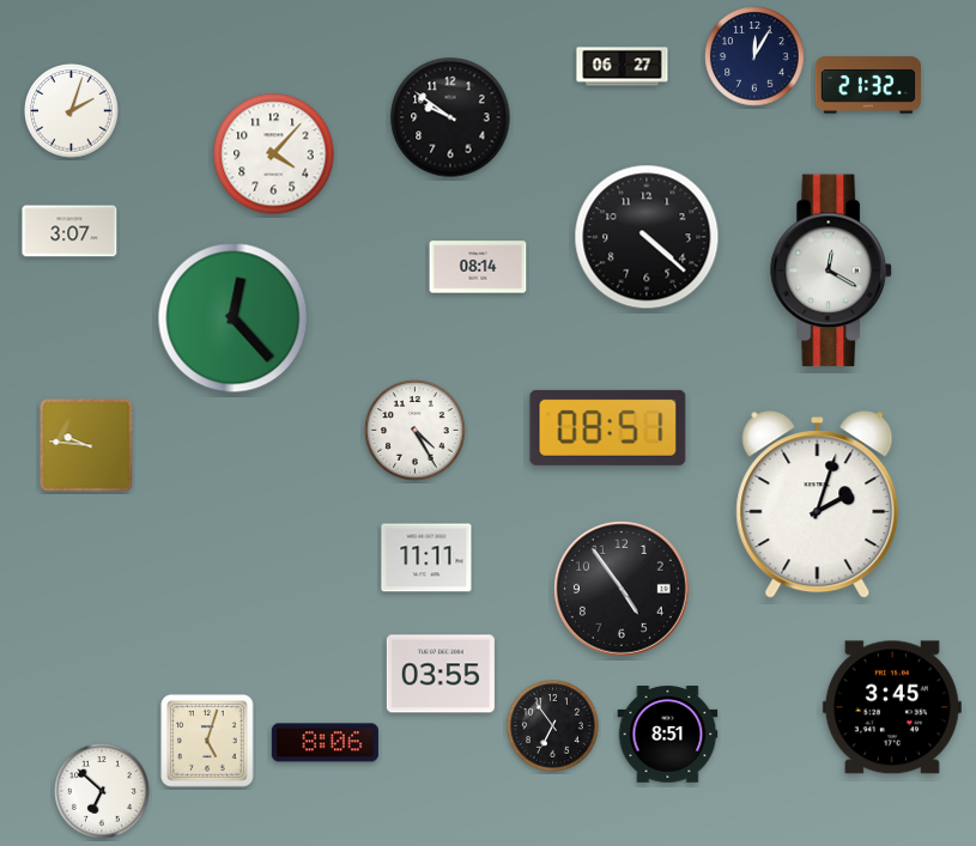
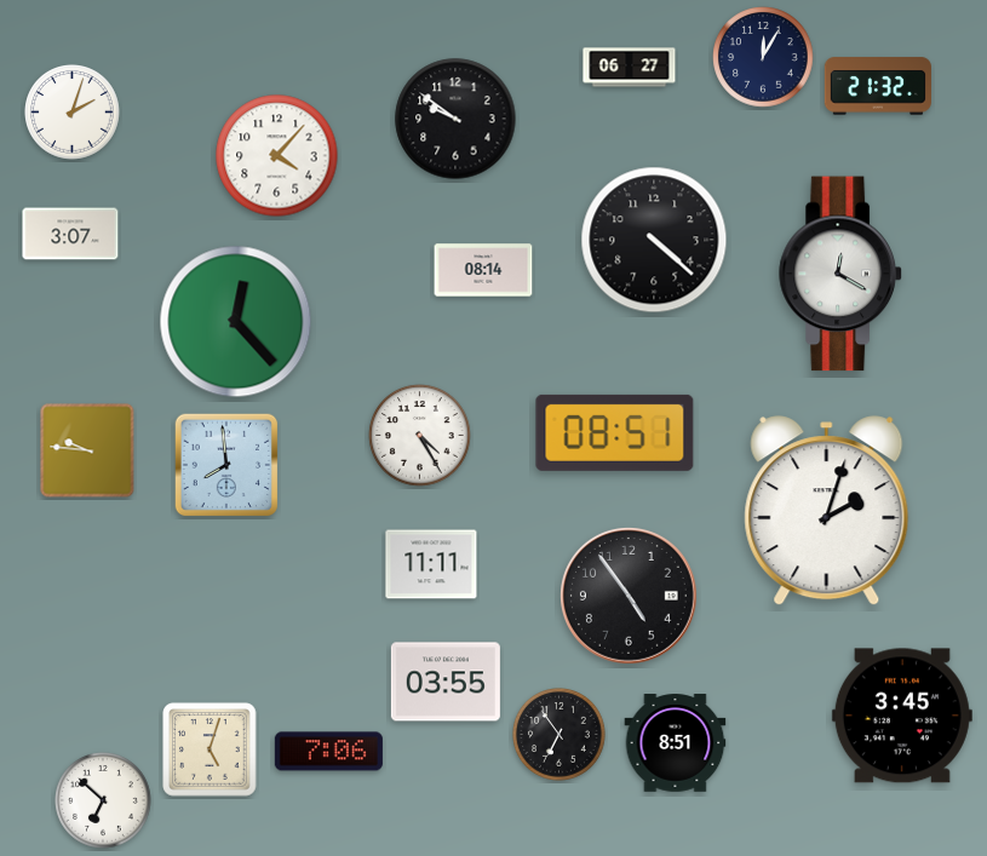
clock at (226, 465): none -> 7:59
clock at (325, 743): 8:06 -> 7:06
